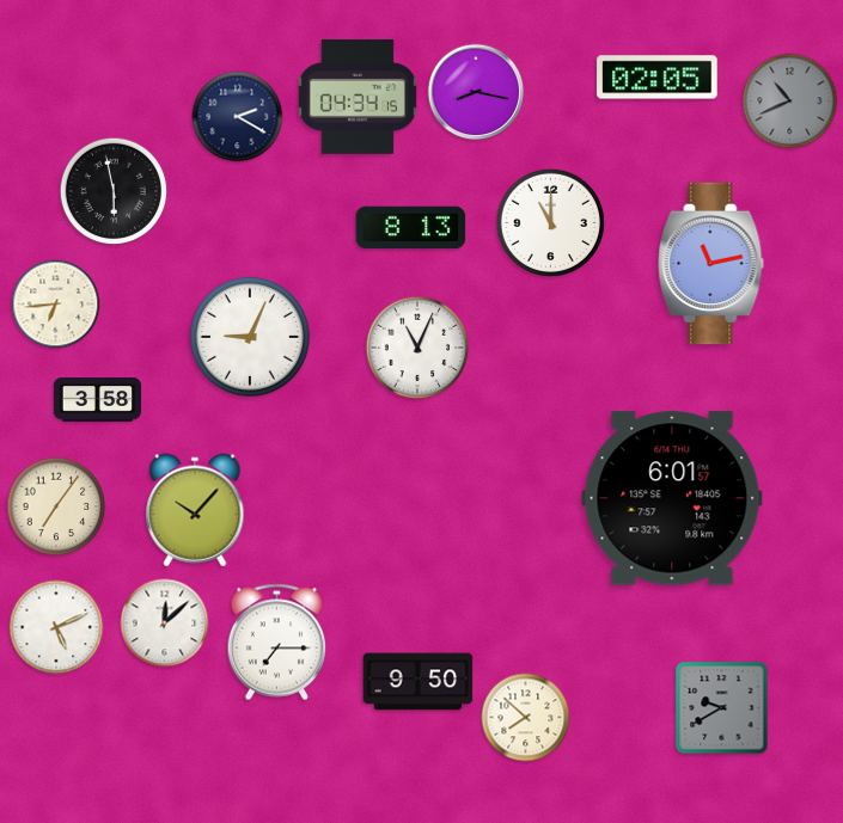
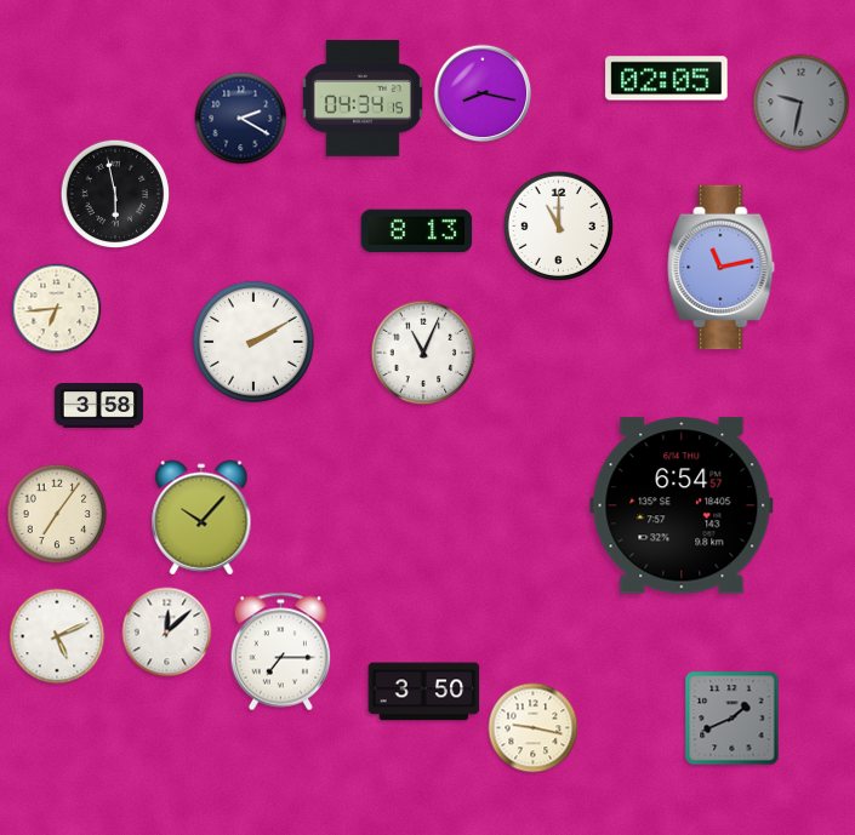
clock at (790, 102): 10:41 -> 9:32
clock at (250, 337): 9:04 -> 2:10
clock at (672, 498): 6:01 -> 6:54
clock at (195, 510) position: (195, 510) -> (201, 517)
clock at (419, 682): 9:50 -> 3:50
clock at (722, 708): 9:40 -> 1:41
clock at (526, 718): 7:52 -> 9:17
